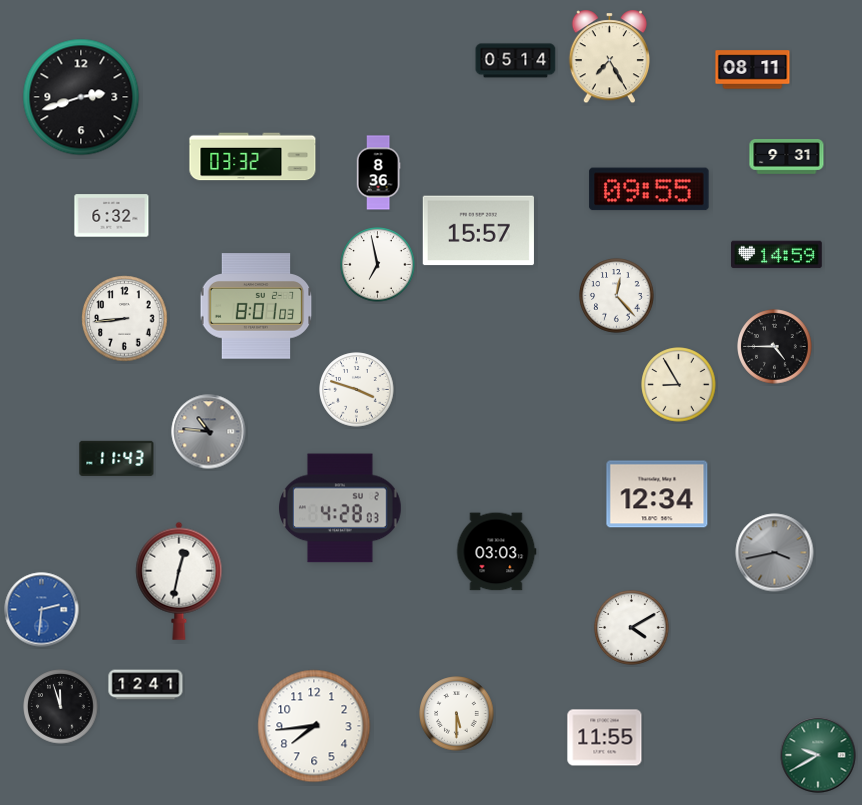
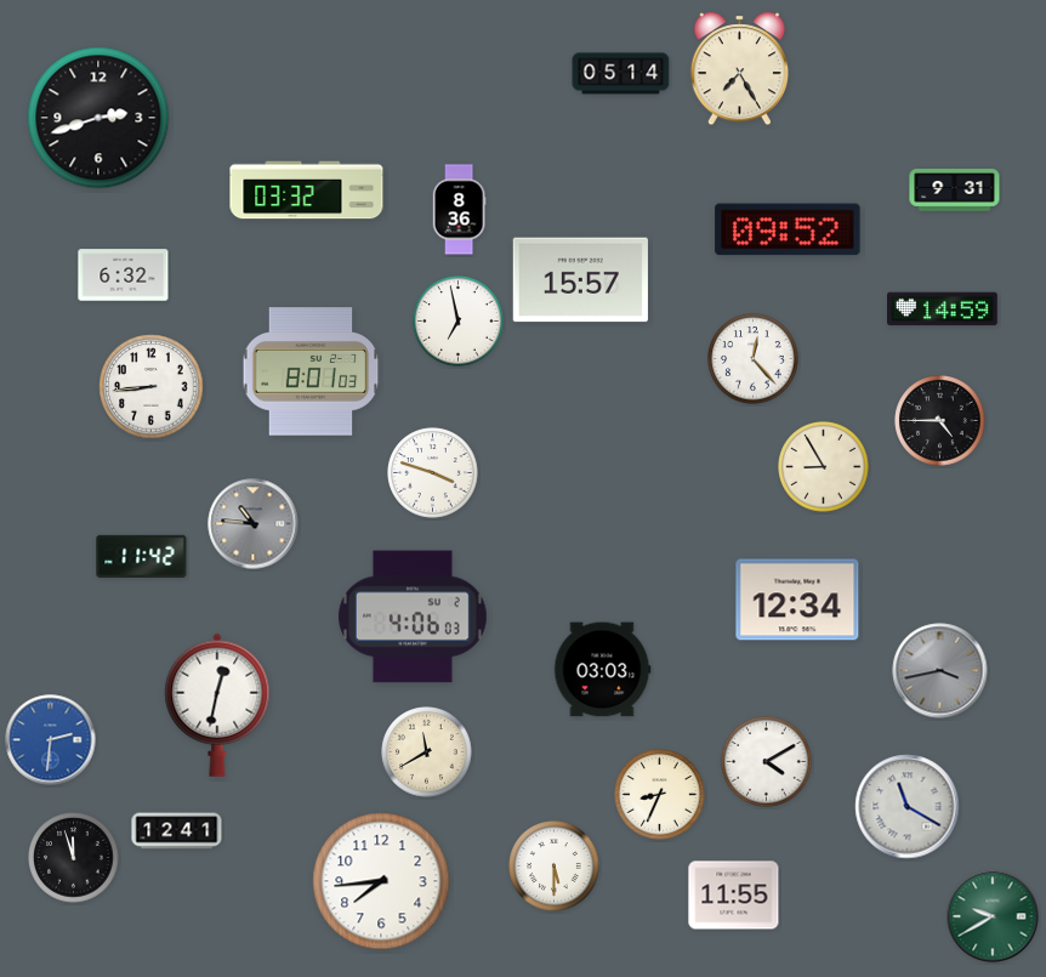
clock at (516, 61) position: (516, 61) -> (621, 74)
clock at (753, 70): 08:11 -> none
clock at (649, 189): 09:55 -> 09:52
clock at (112, 216) position: (112, 216) -> (124, 276)
clock at (617, 296) position: (617, 296) -> (754, 359)
clock at (117, 458): 11:43 -> 11:42
clock at (341, 508): 4:28 -> 4:06
clock at (427, 752): none -> 11:40
clock at (660, 795): none -> 8:34
clock at (908, 807): none -> 11:20
